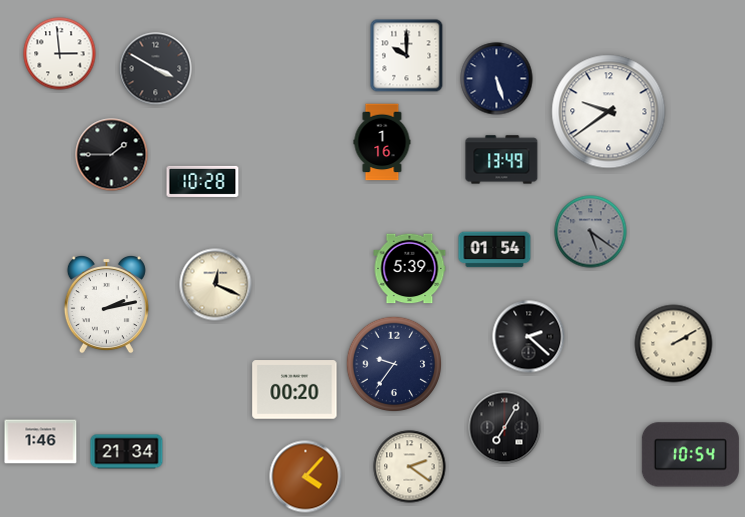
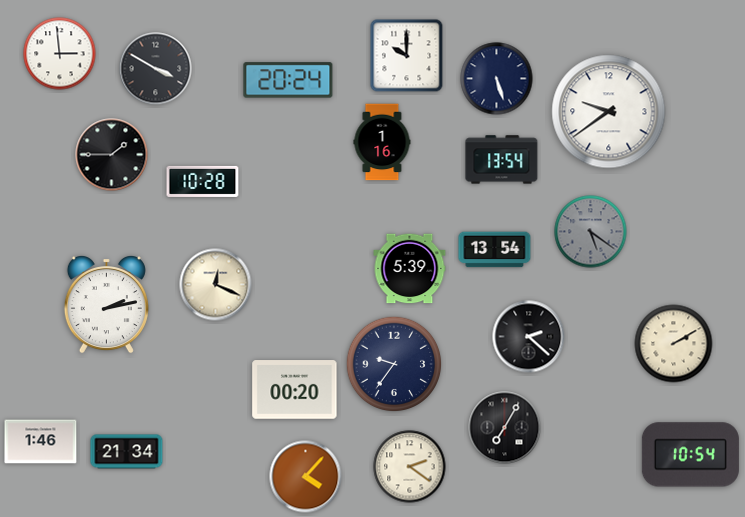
clock at (288, 80): none -> 20:24
clock at (502, 160): 13:49 -> 13:54
clock at (495, 250): 01:54 -> 13:54
